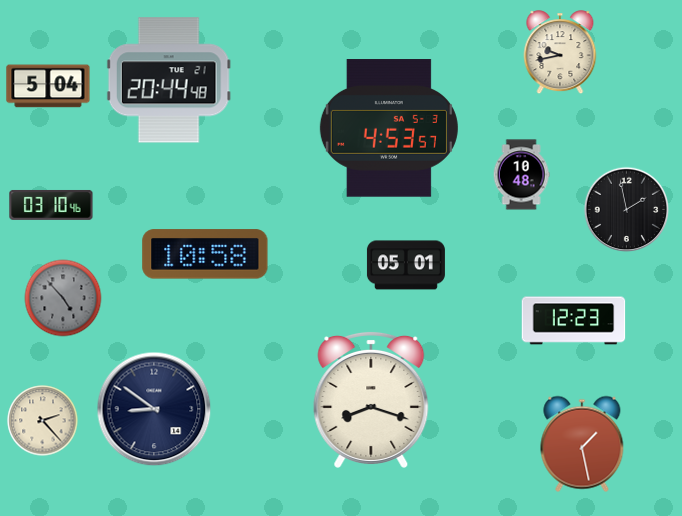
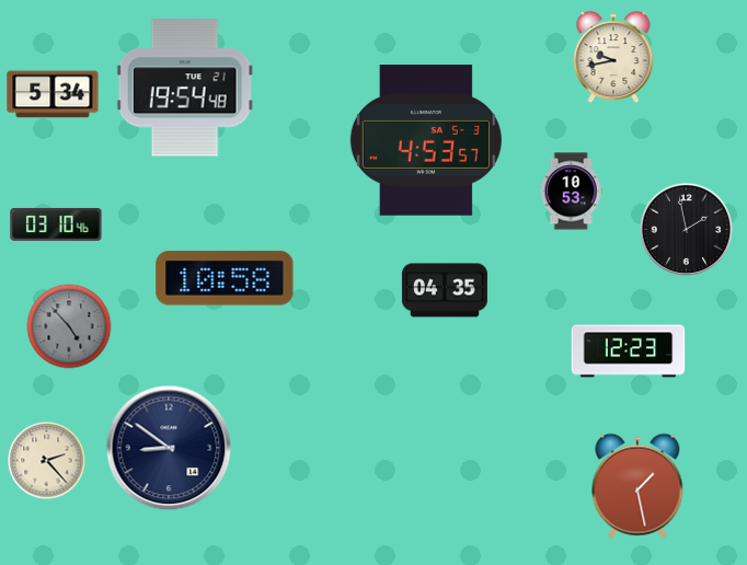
clock at (169, 80): 20:44 -> 19:54
clock at (48, 86): 5:04 -> 5:34
clock at (521, 175): 10:48 -> 10:53
clock at (406, 265): 05:01 -> 04:35
clock at (371, 399): 8:18 -> none
